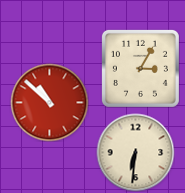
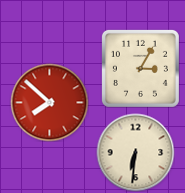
clock at (49, 102): 10:52 -> 7:52
